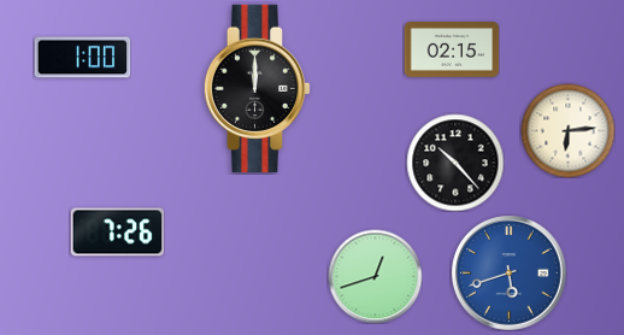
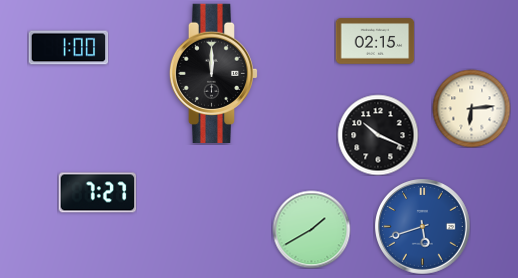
clock at (455, 163): 10:23 -> 10:19
clock at (117, 233): 7:26 -> 7:27
clock at (375, 276): 12:42 -> 1:40
